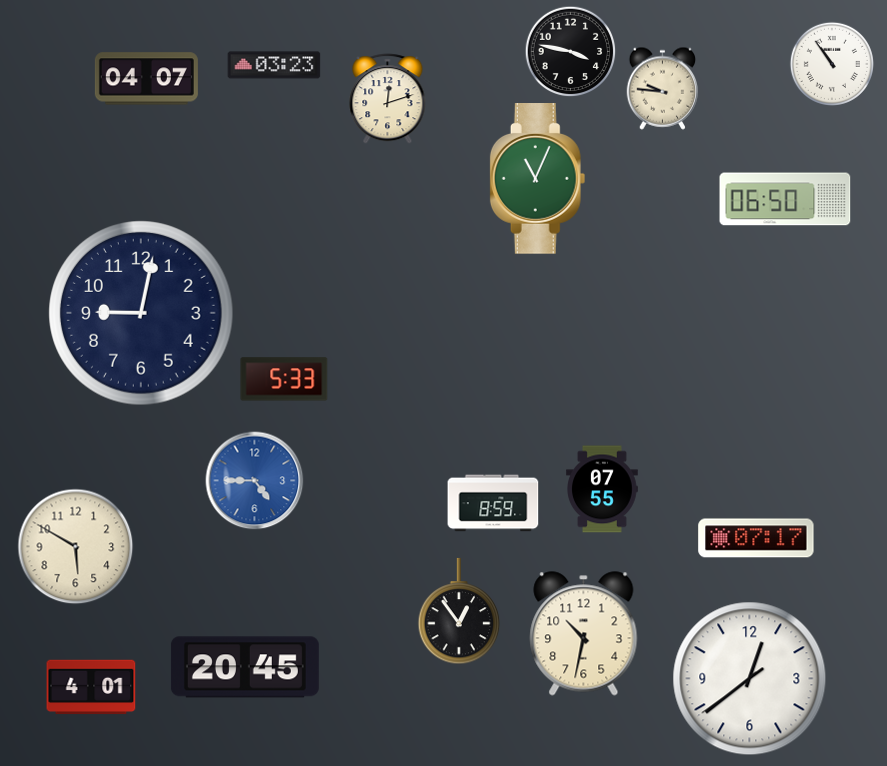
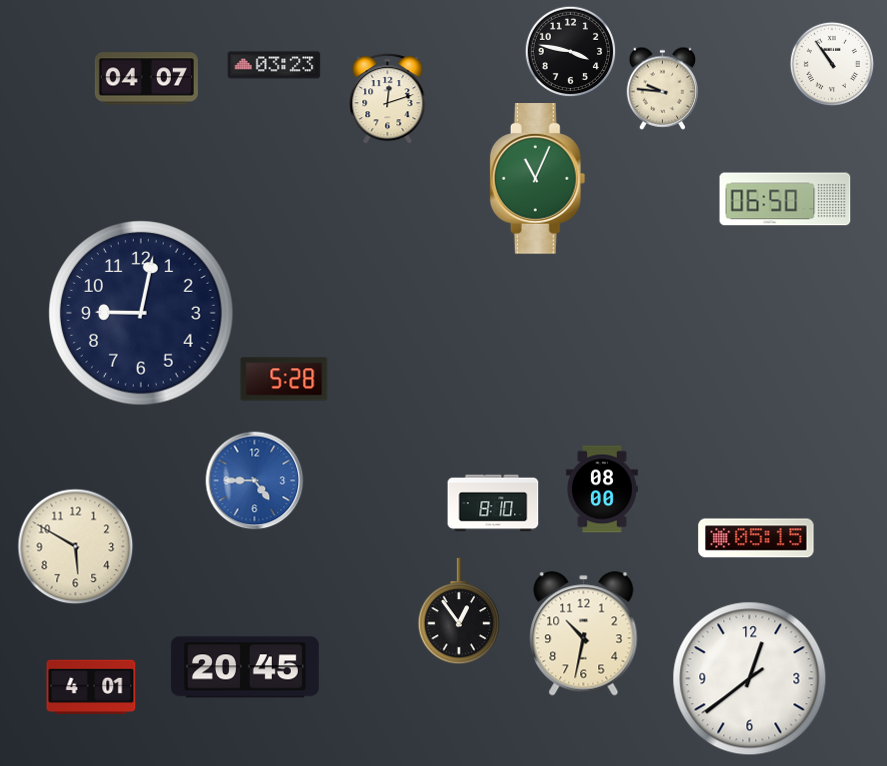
clock at (284, 379): 5:33 -> 5:28
clock at (603, 489): 07:55 -> 08:00
clock at (493, 503): 8:59 -> 8:10
clock at (756, 538): 07:17 -> 05:15
